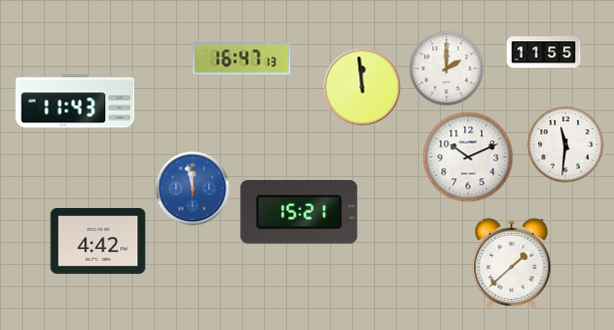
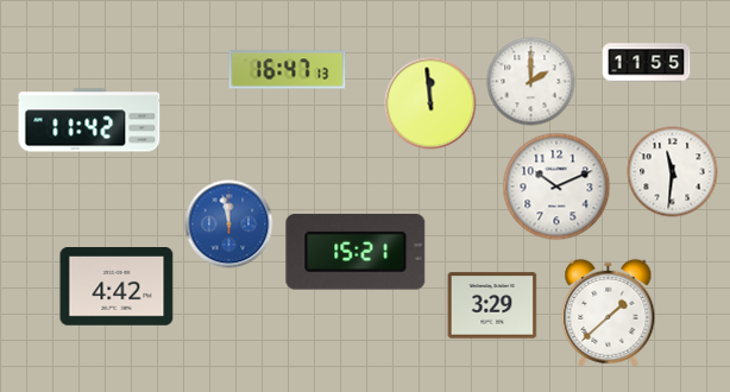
clock at (75, 101): 11:43 -> 11:42
clock at (492, 305): none -> 3:29
